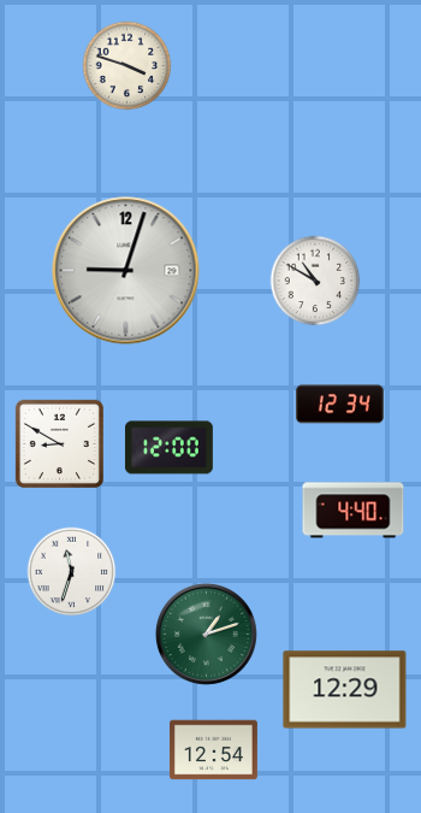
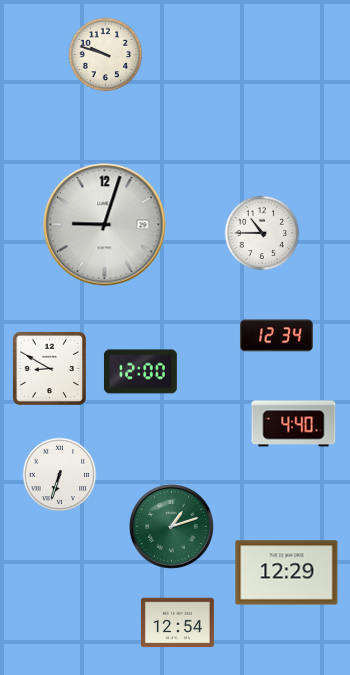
clock at (128, 66): 3:48 -> 9:48
clock at (315, 281): 10:50 -> 10:45
clock at (339, 405) position: (339, 405) -> (276, 336)
clock at (72, 572): 11:33 -> 6:33
